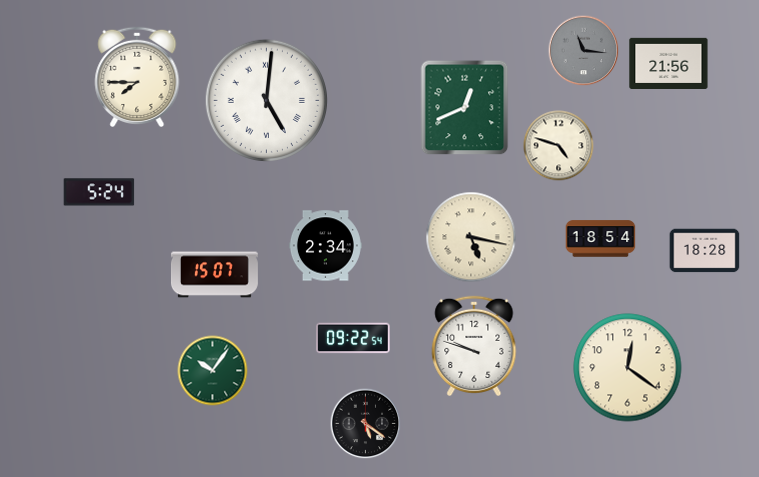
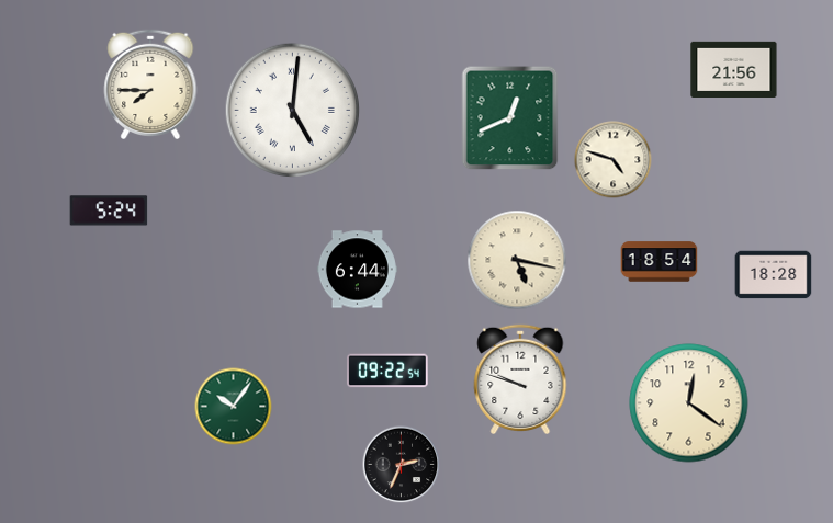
clock at (584, 51): 11:16 -> none
clock at (325, 246): 2:34 -> 6:44
clock at (214, 275): 15:07 -> none
clock at (366, 424): 5:21 -> 2:34
